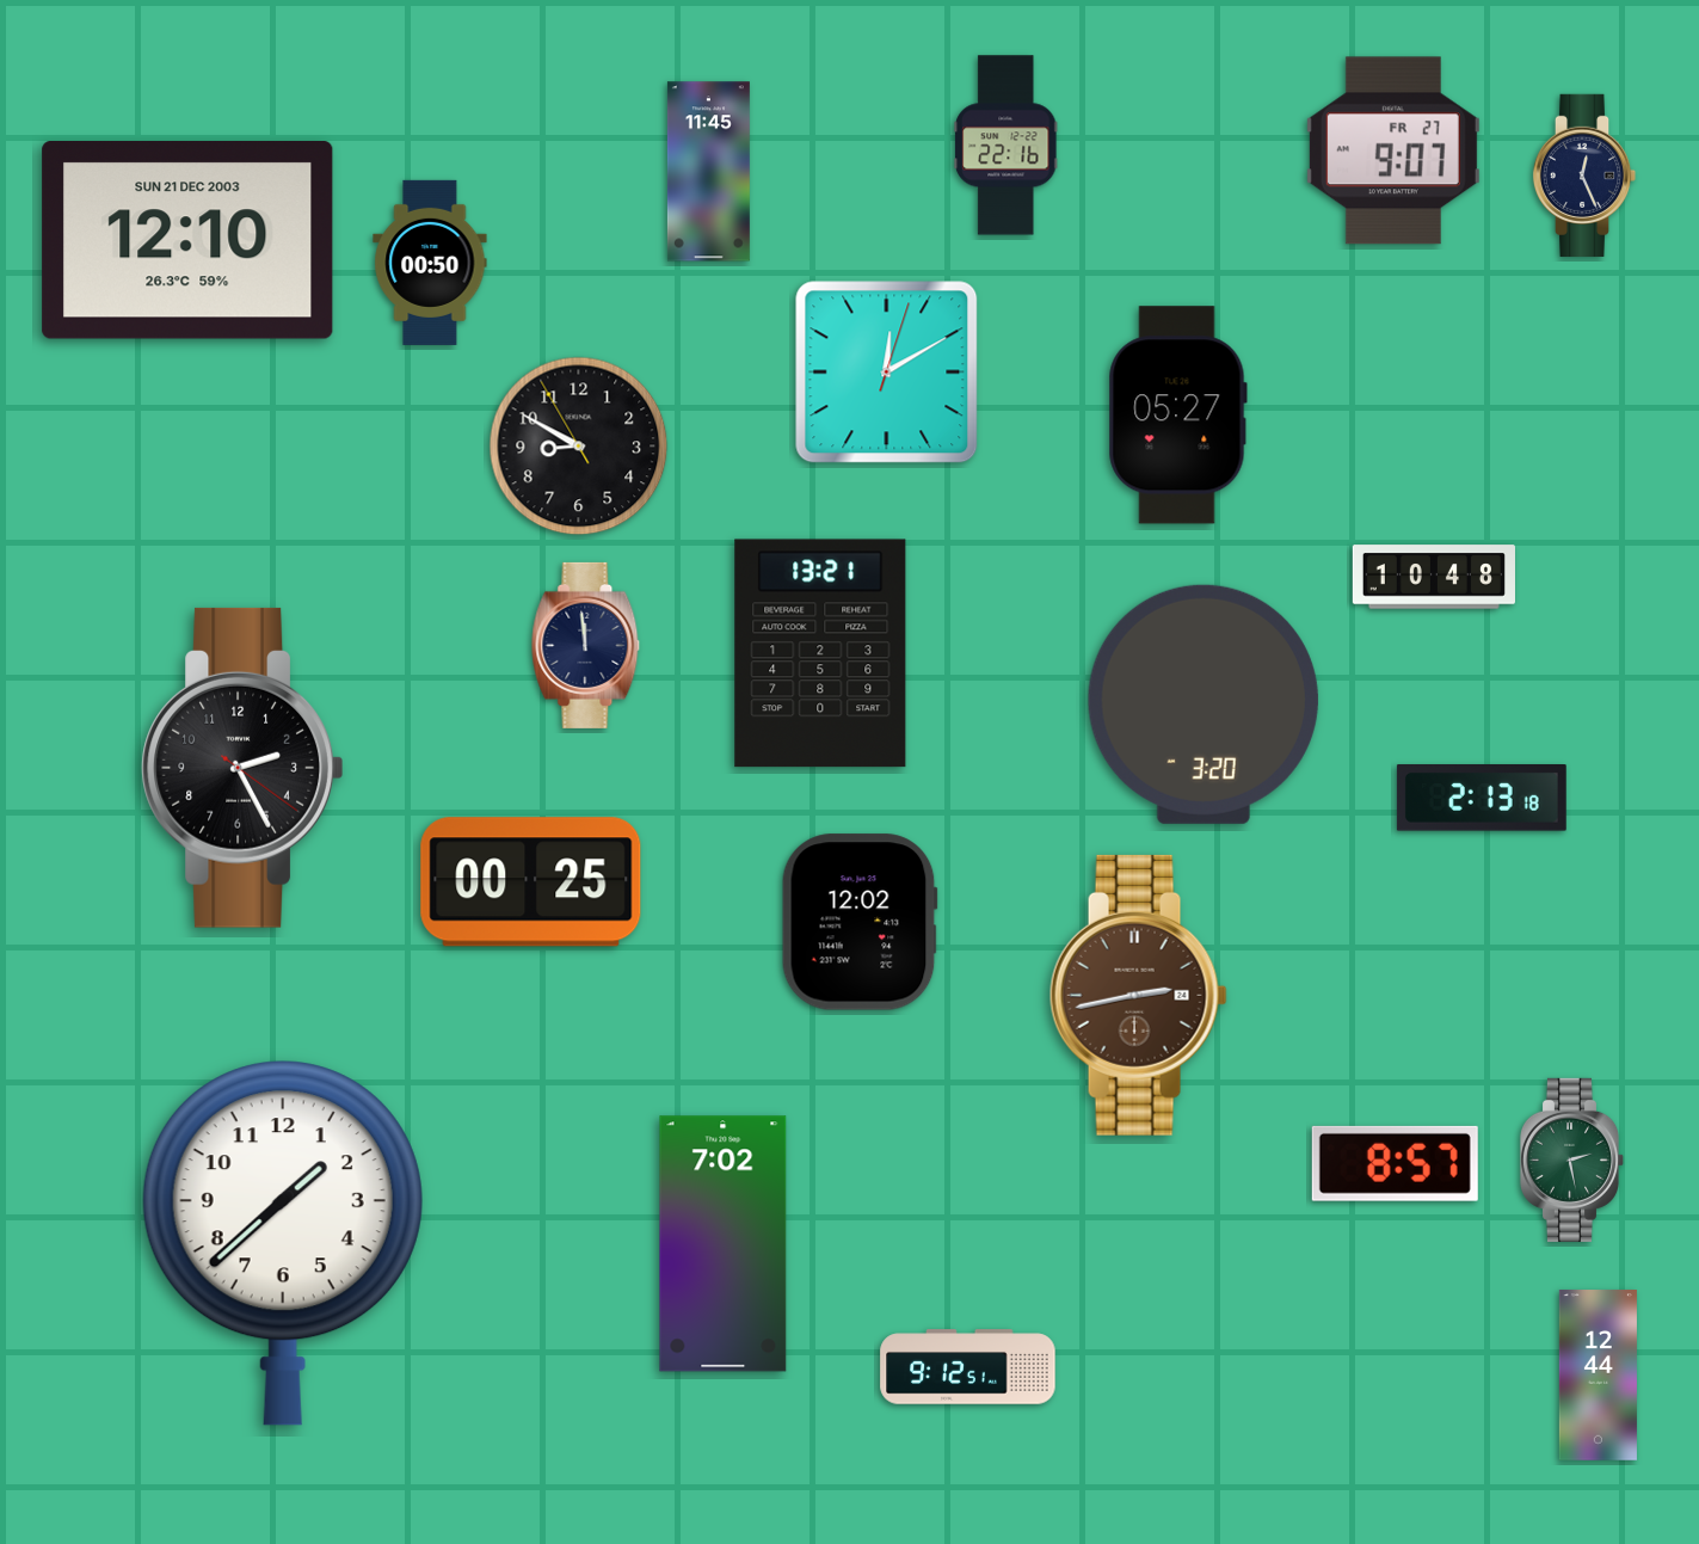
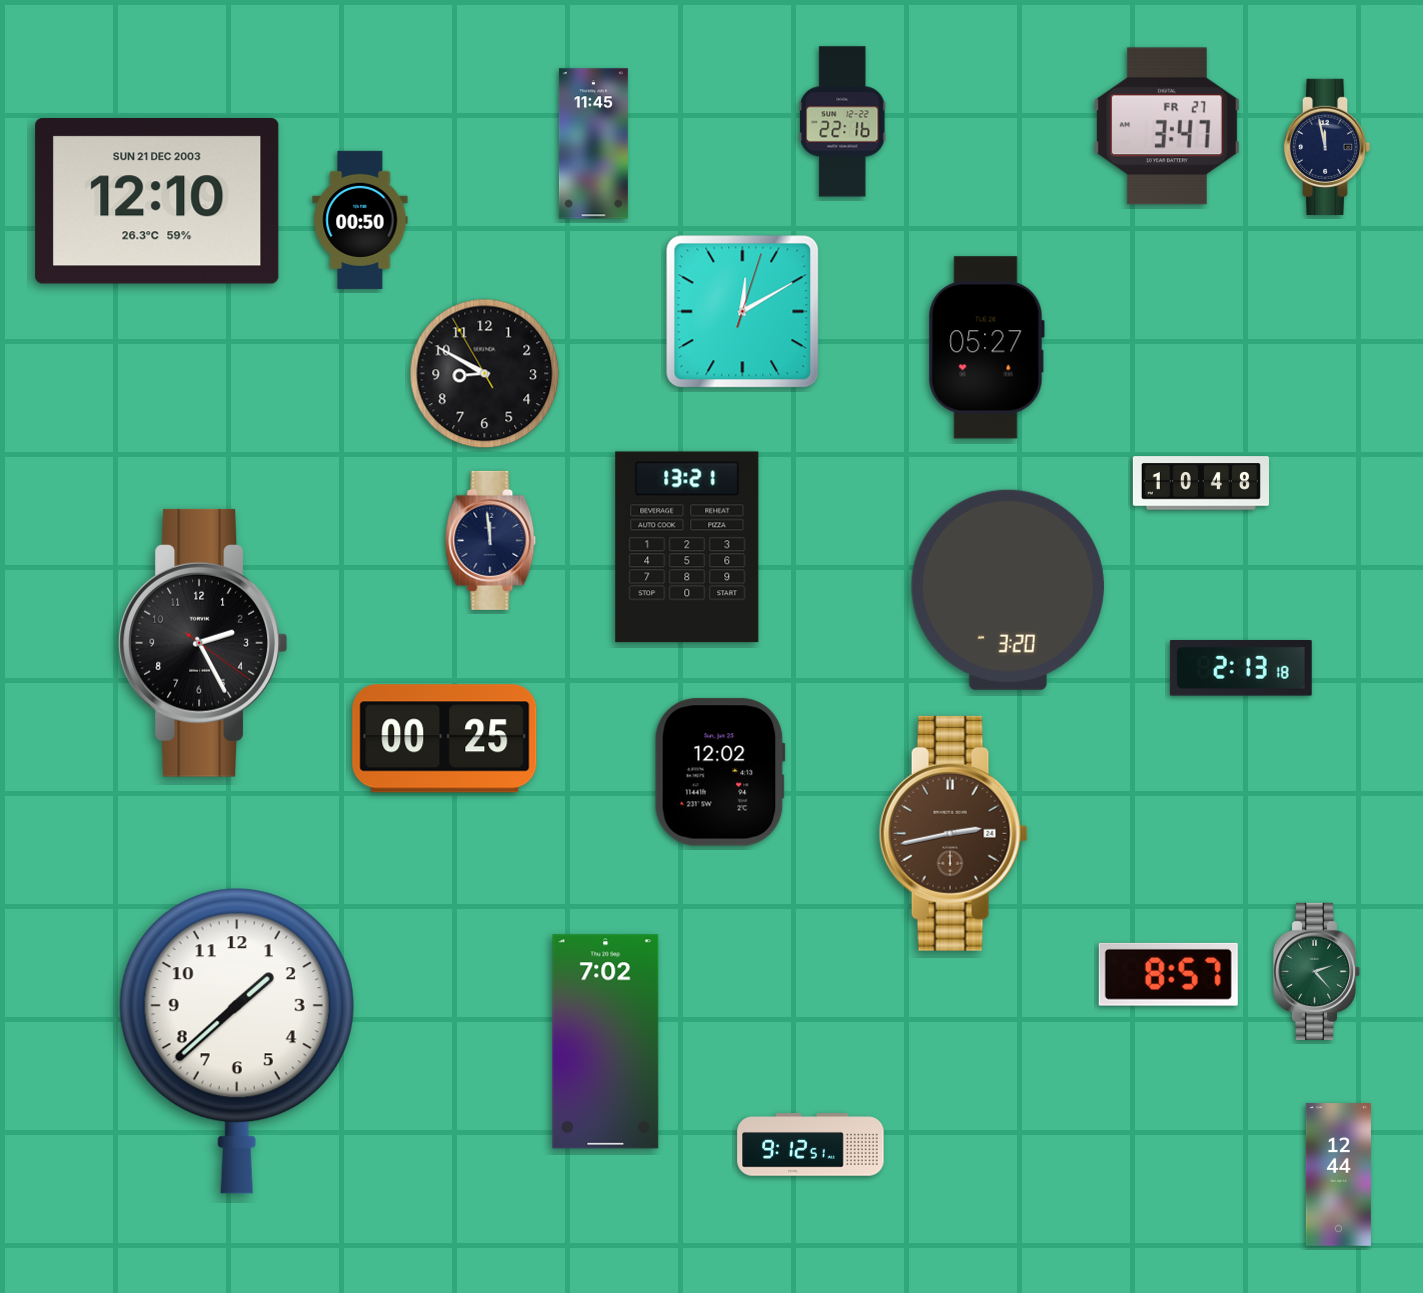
clock at (1393, 150): 9:07 -> 3:47
clock at (1584, 176): 12:26 -> 11:58
clock at (1572, 1159): 2:28 -> 2:23
clock at (1598, 1376) position: (1598, 1376) -> (1338, 1175)
